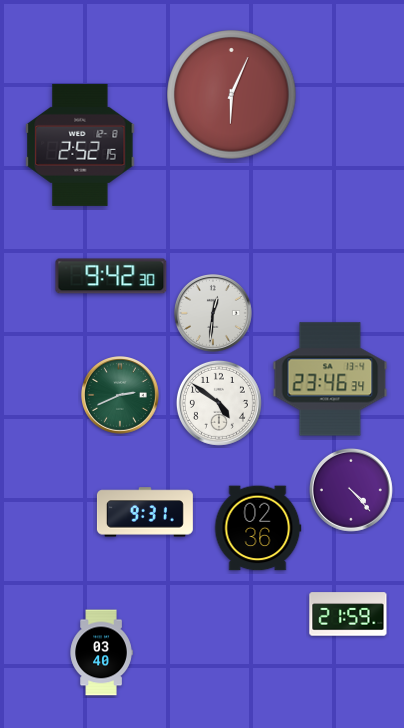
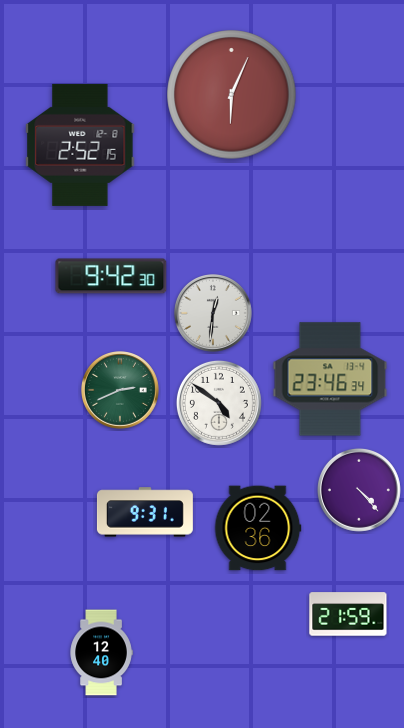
clock at (121, 396) position: (121, 396) -> (121, 391)
clock at (351, 490) position: (351, 490) -> (359, 490)
clock at (101, 653): 03:40 -> 12:40
